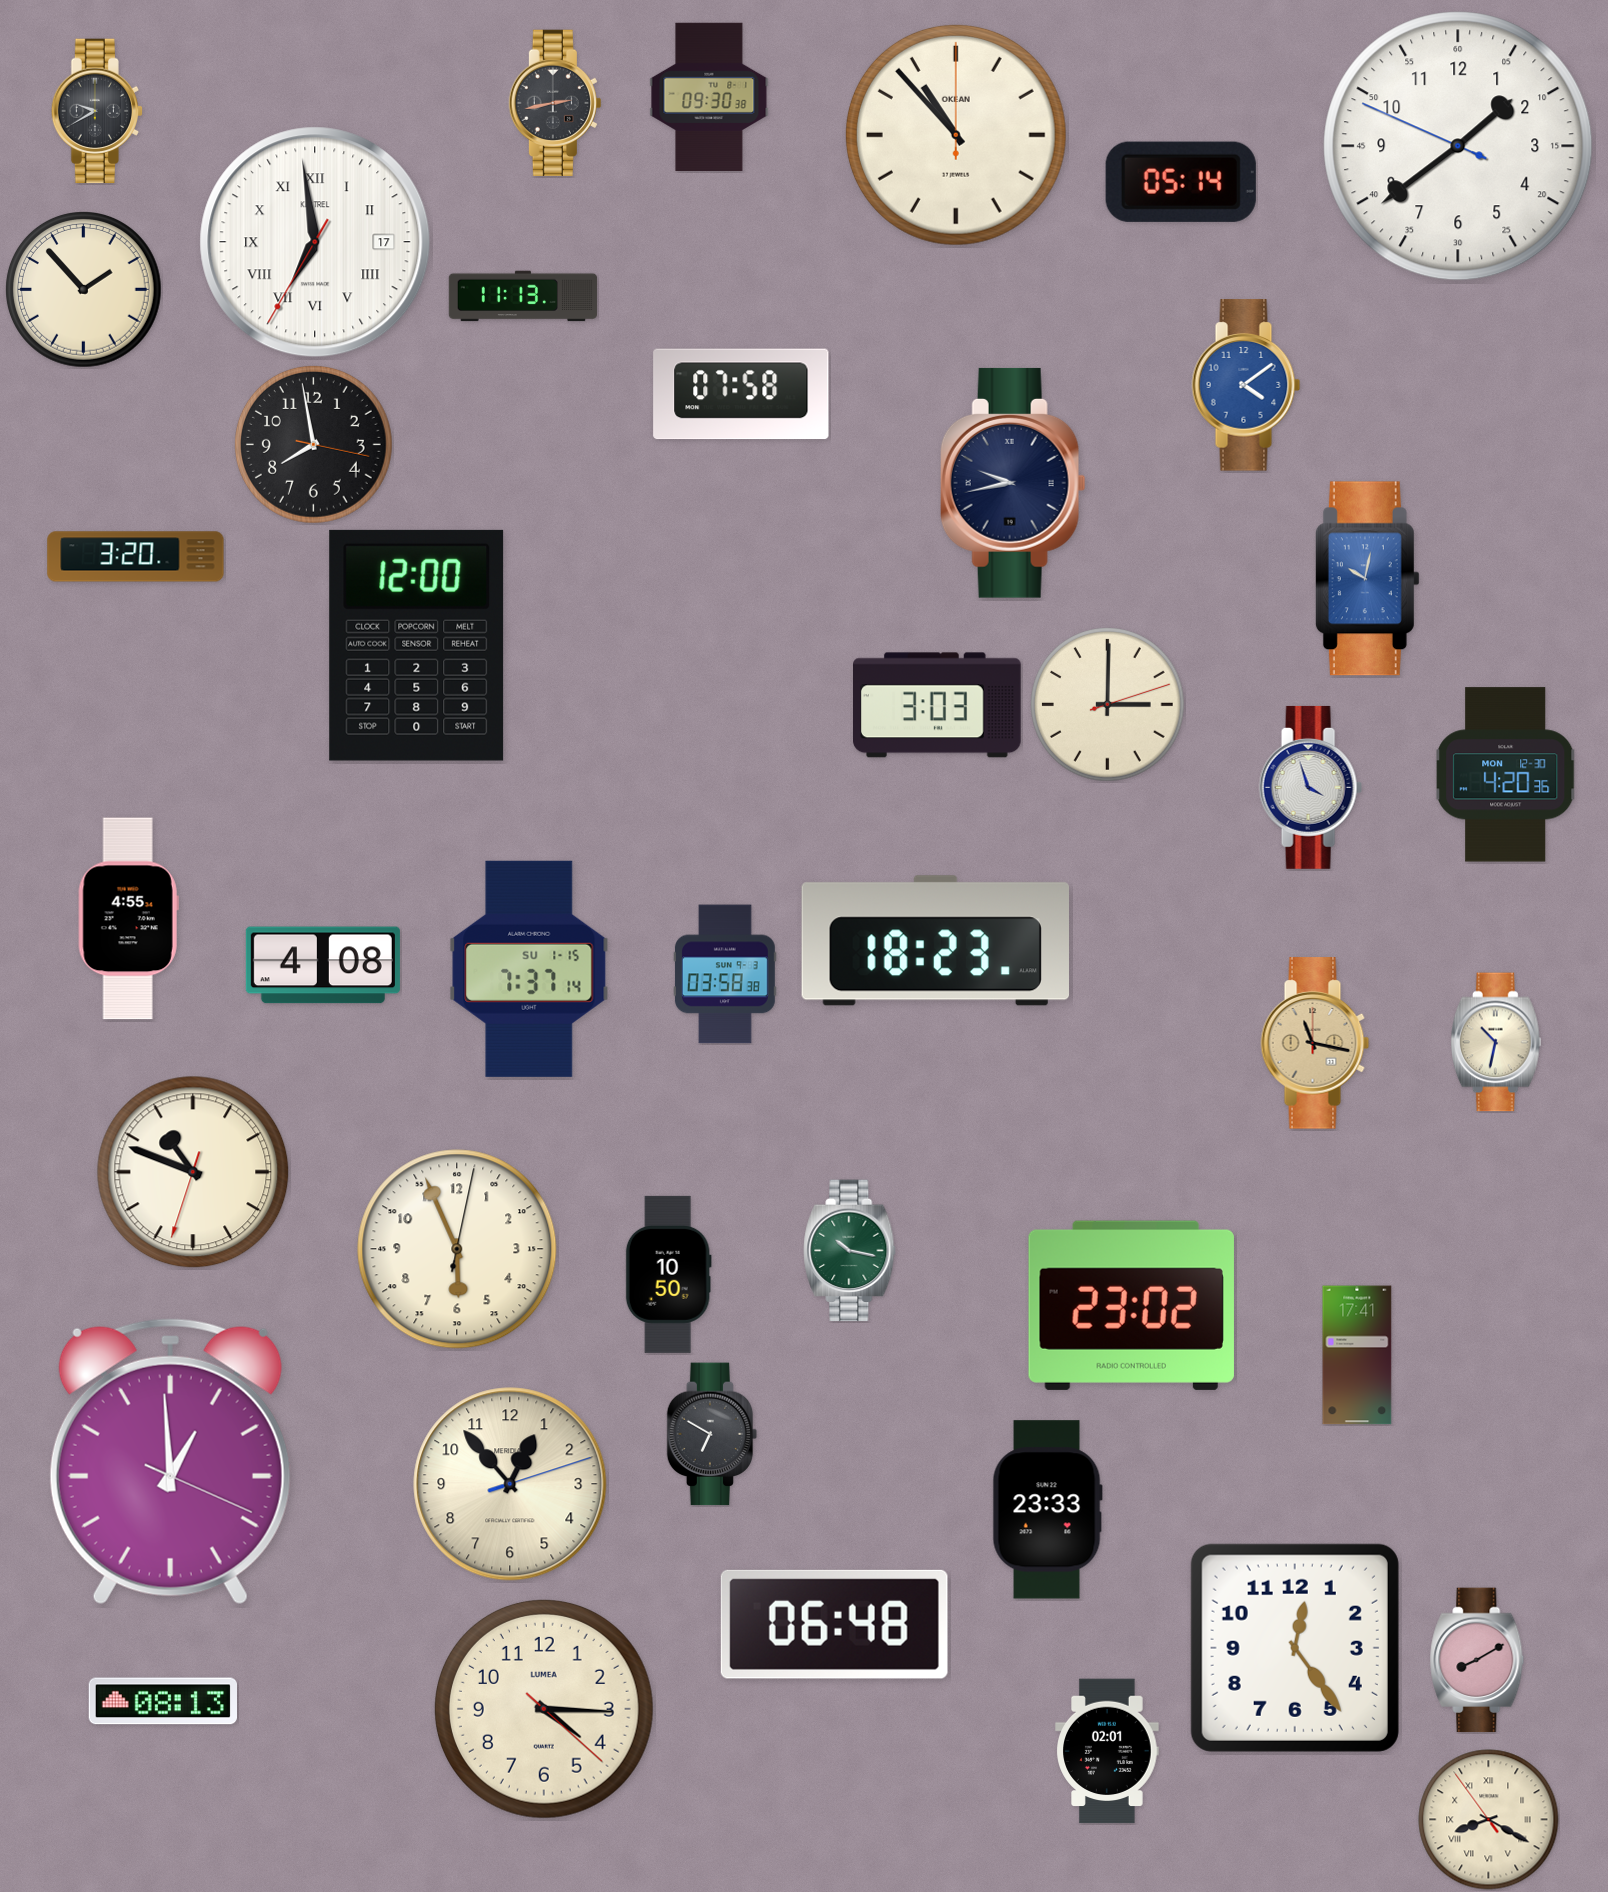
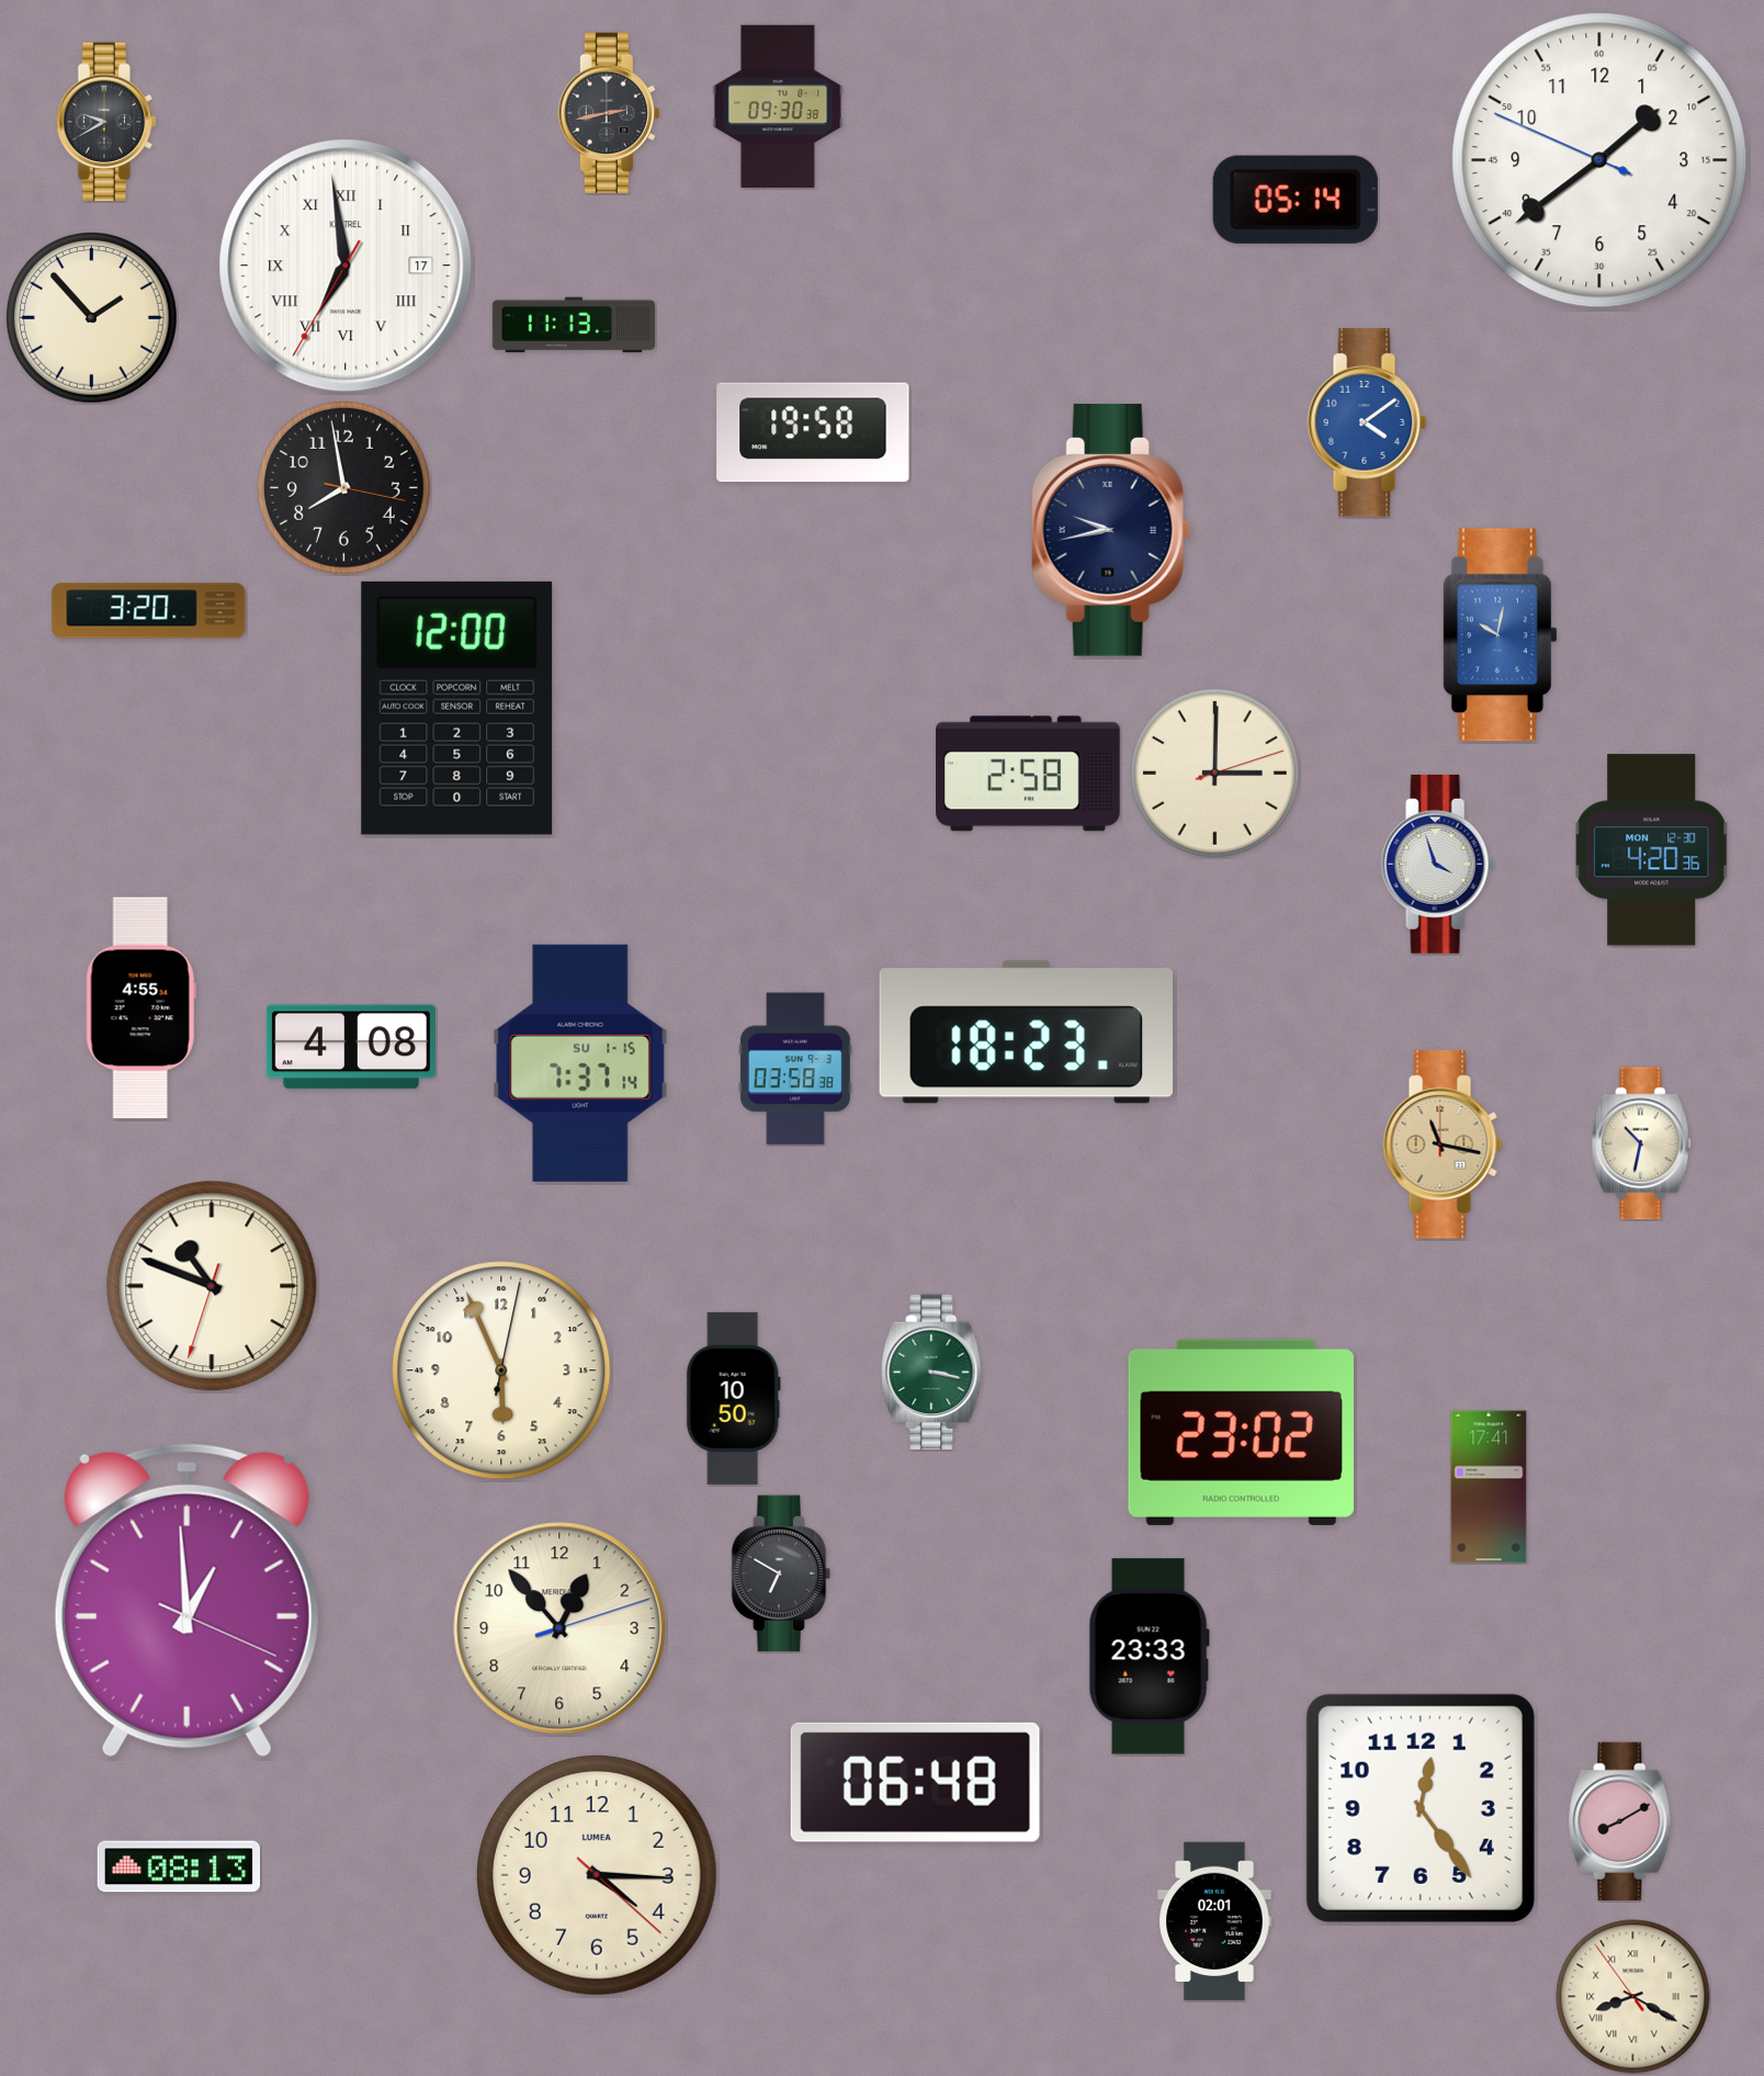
clock at (956, 135): 10:53 -> none
clock at (741, 394): 07:58 -> 19:58
clock at (938, 705): 3:03 -> 2:58
clock at (323, 965) position: (323, 965) -> (351, 1047)
clock at (850, 1251): 10:17 -> 3:17
clock at (170, 1462) position: (170, 1462) -> (186, 1601)
